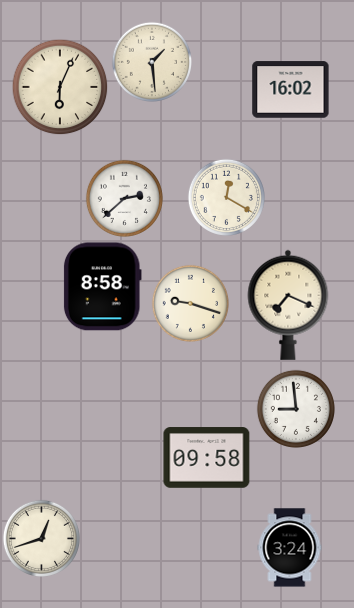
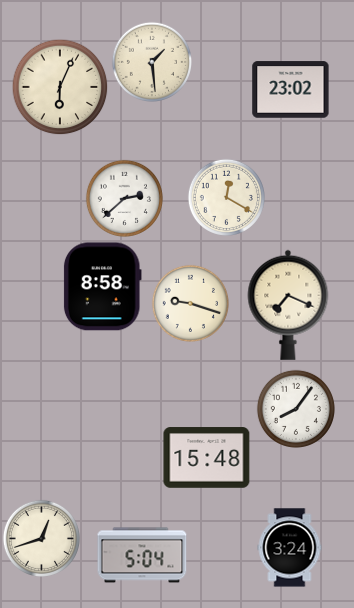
clock at (291, 90): 16:02 -> 23:02
clock at (296, 409): 8:59 -> 8:06
clock at (207, 458): 09:58 -> 15:48
clock at (142, 555): none -> 5:04
